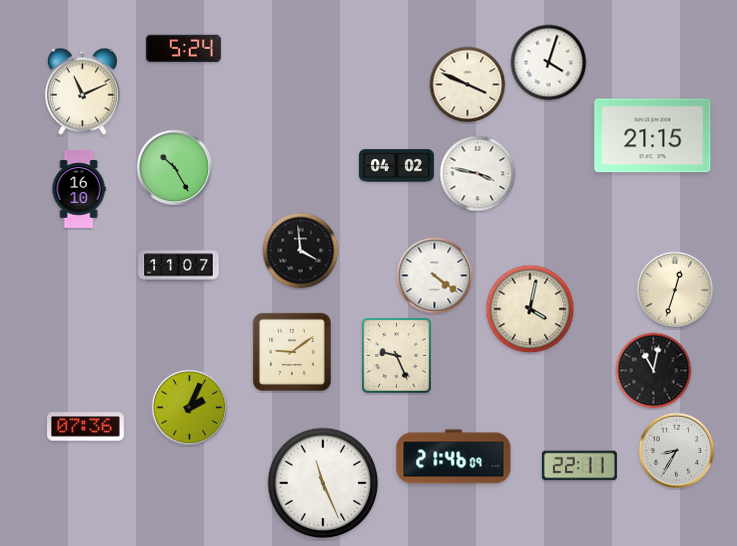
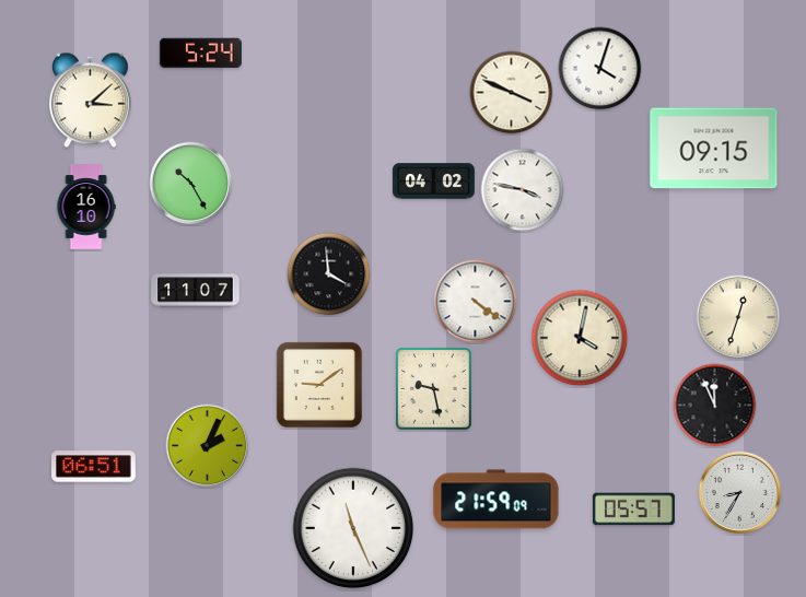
clock at (82, 92): 11:11 -> 3:08
clock at (653, 136): 21:15 -> 09:15
clock at (397, 356): 9:26 -> 9:28
clock at (654, 371): 11:02 -> 11:56
clock at (86, 427): 07:36 -> 06:51
clock at (454, 457): 21:46 -> 21:59
clock at (579, 466): 22:11 -> 05:57
